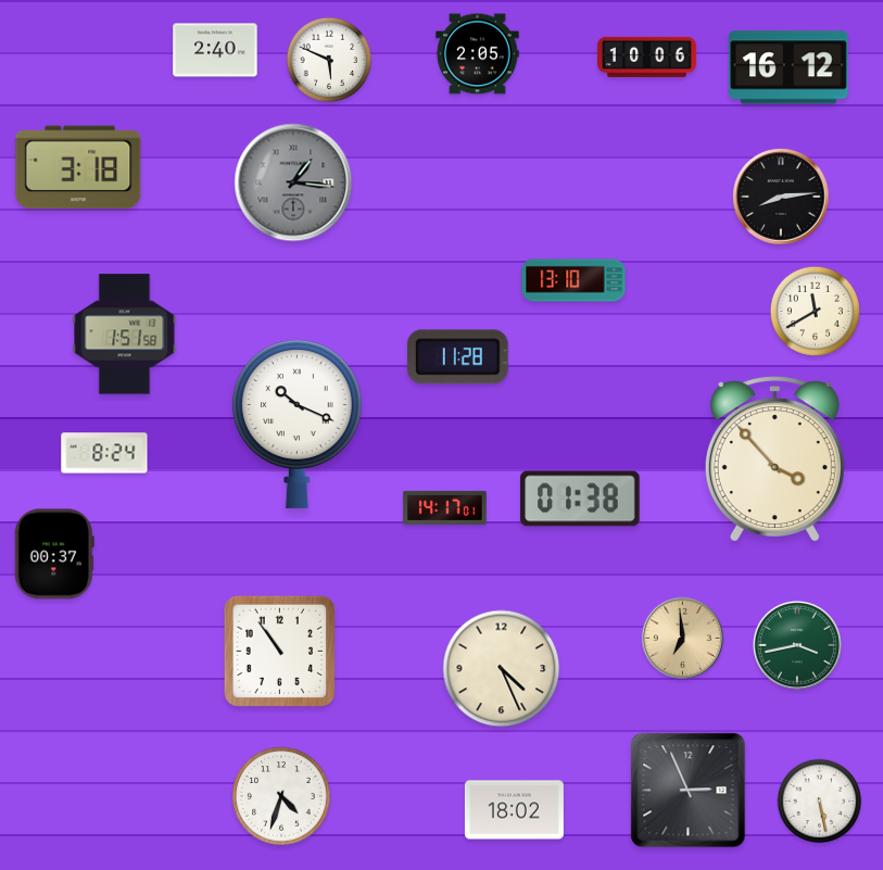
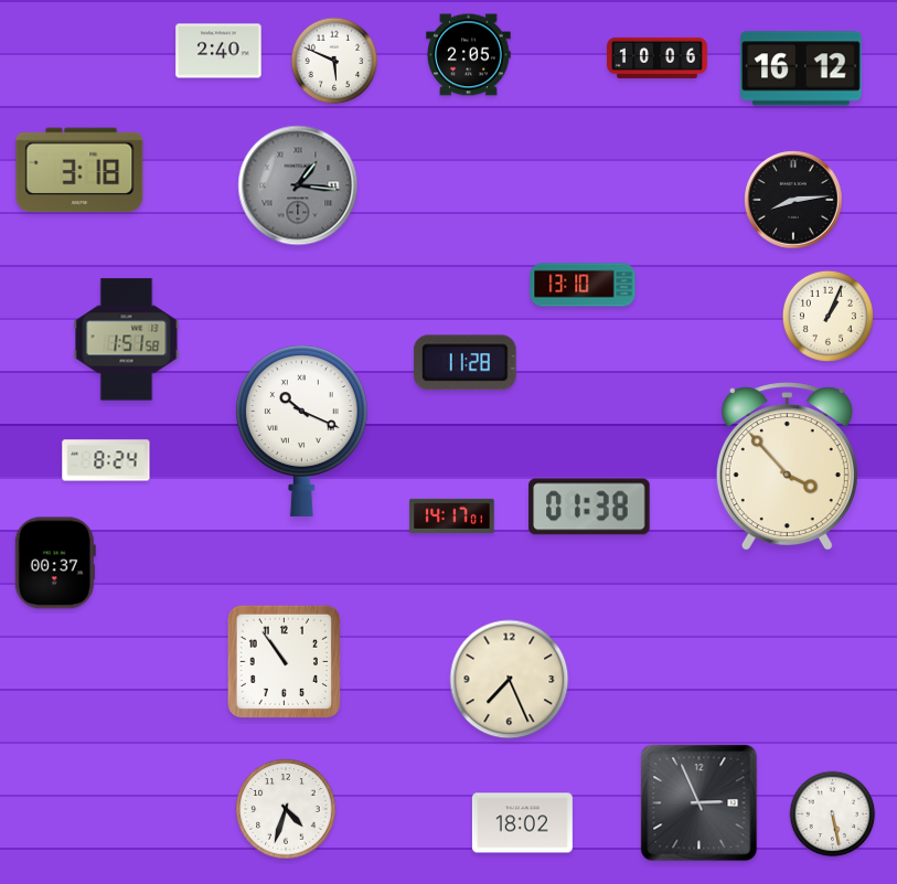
clock at (478, 54) position: (478, 54) -> (469, 55)
clock at (815, 311): 11:40 -> 1:04
clock at (682, 638): 6:59 -> none
clock at (797, 645): 3:43 -> none
clock at (502, 669): 4:26 -> 7:26
